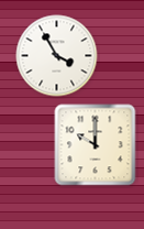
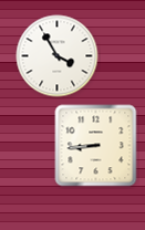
clock at (96, 145): 10:00 -> 8:44
